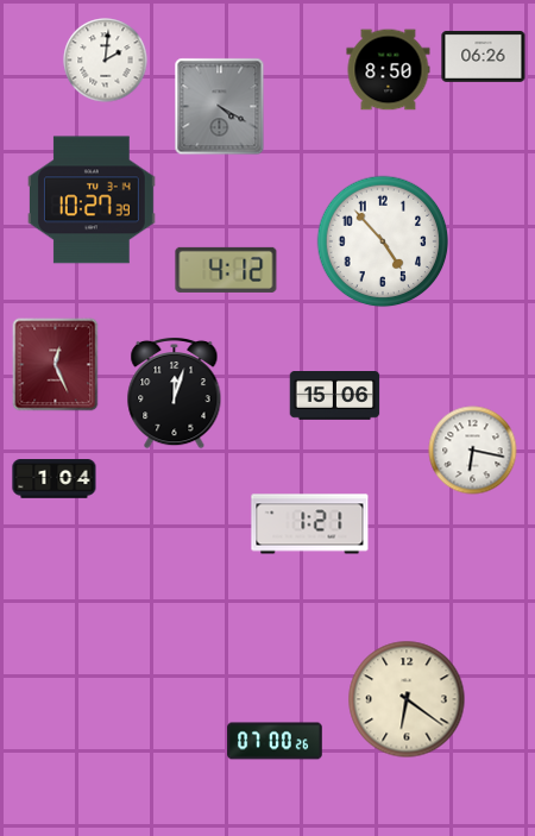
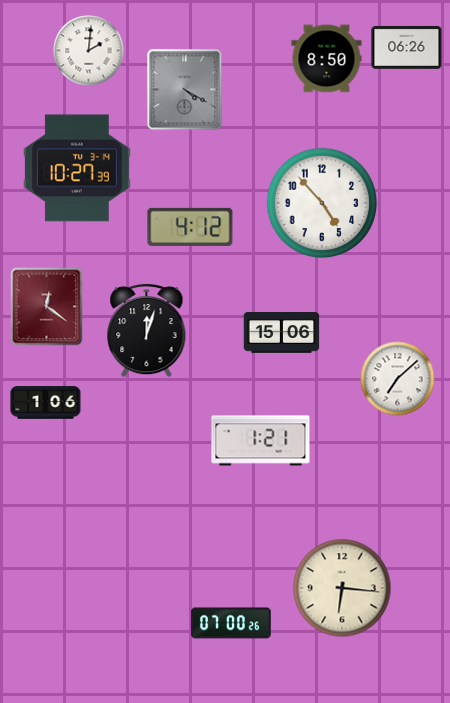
clock at (56, 365): 12:26 -> 12:21
clock at (473, 451): 6:17 -> 7:08
clock at (55, 479): 1:04 -> 1:06
clock at (407, 699): 6:21 -> 6:16
